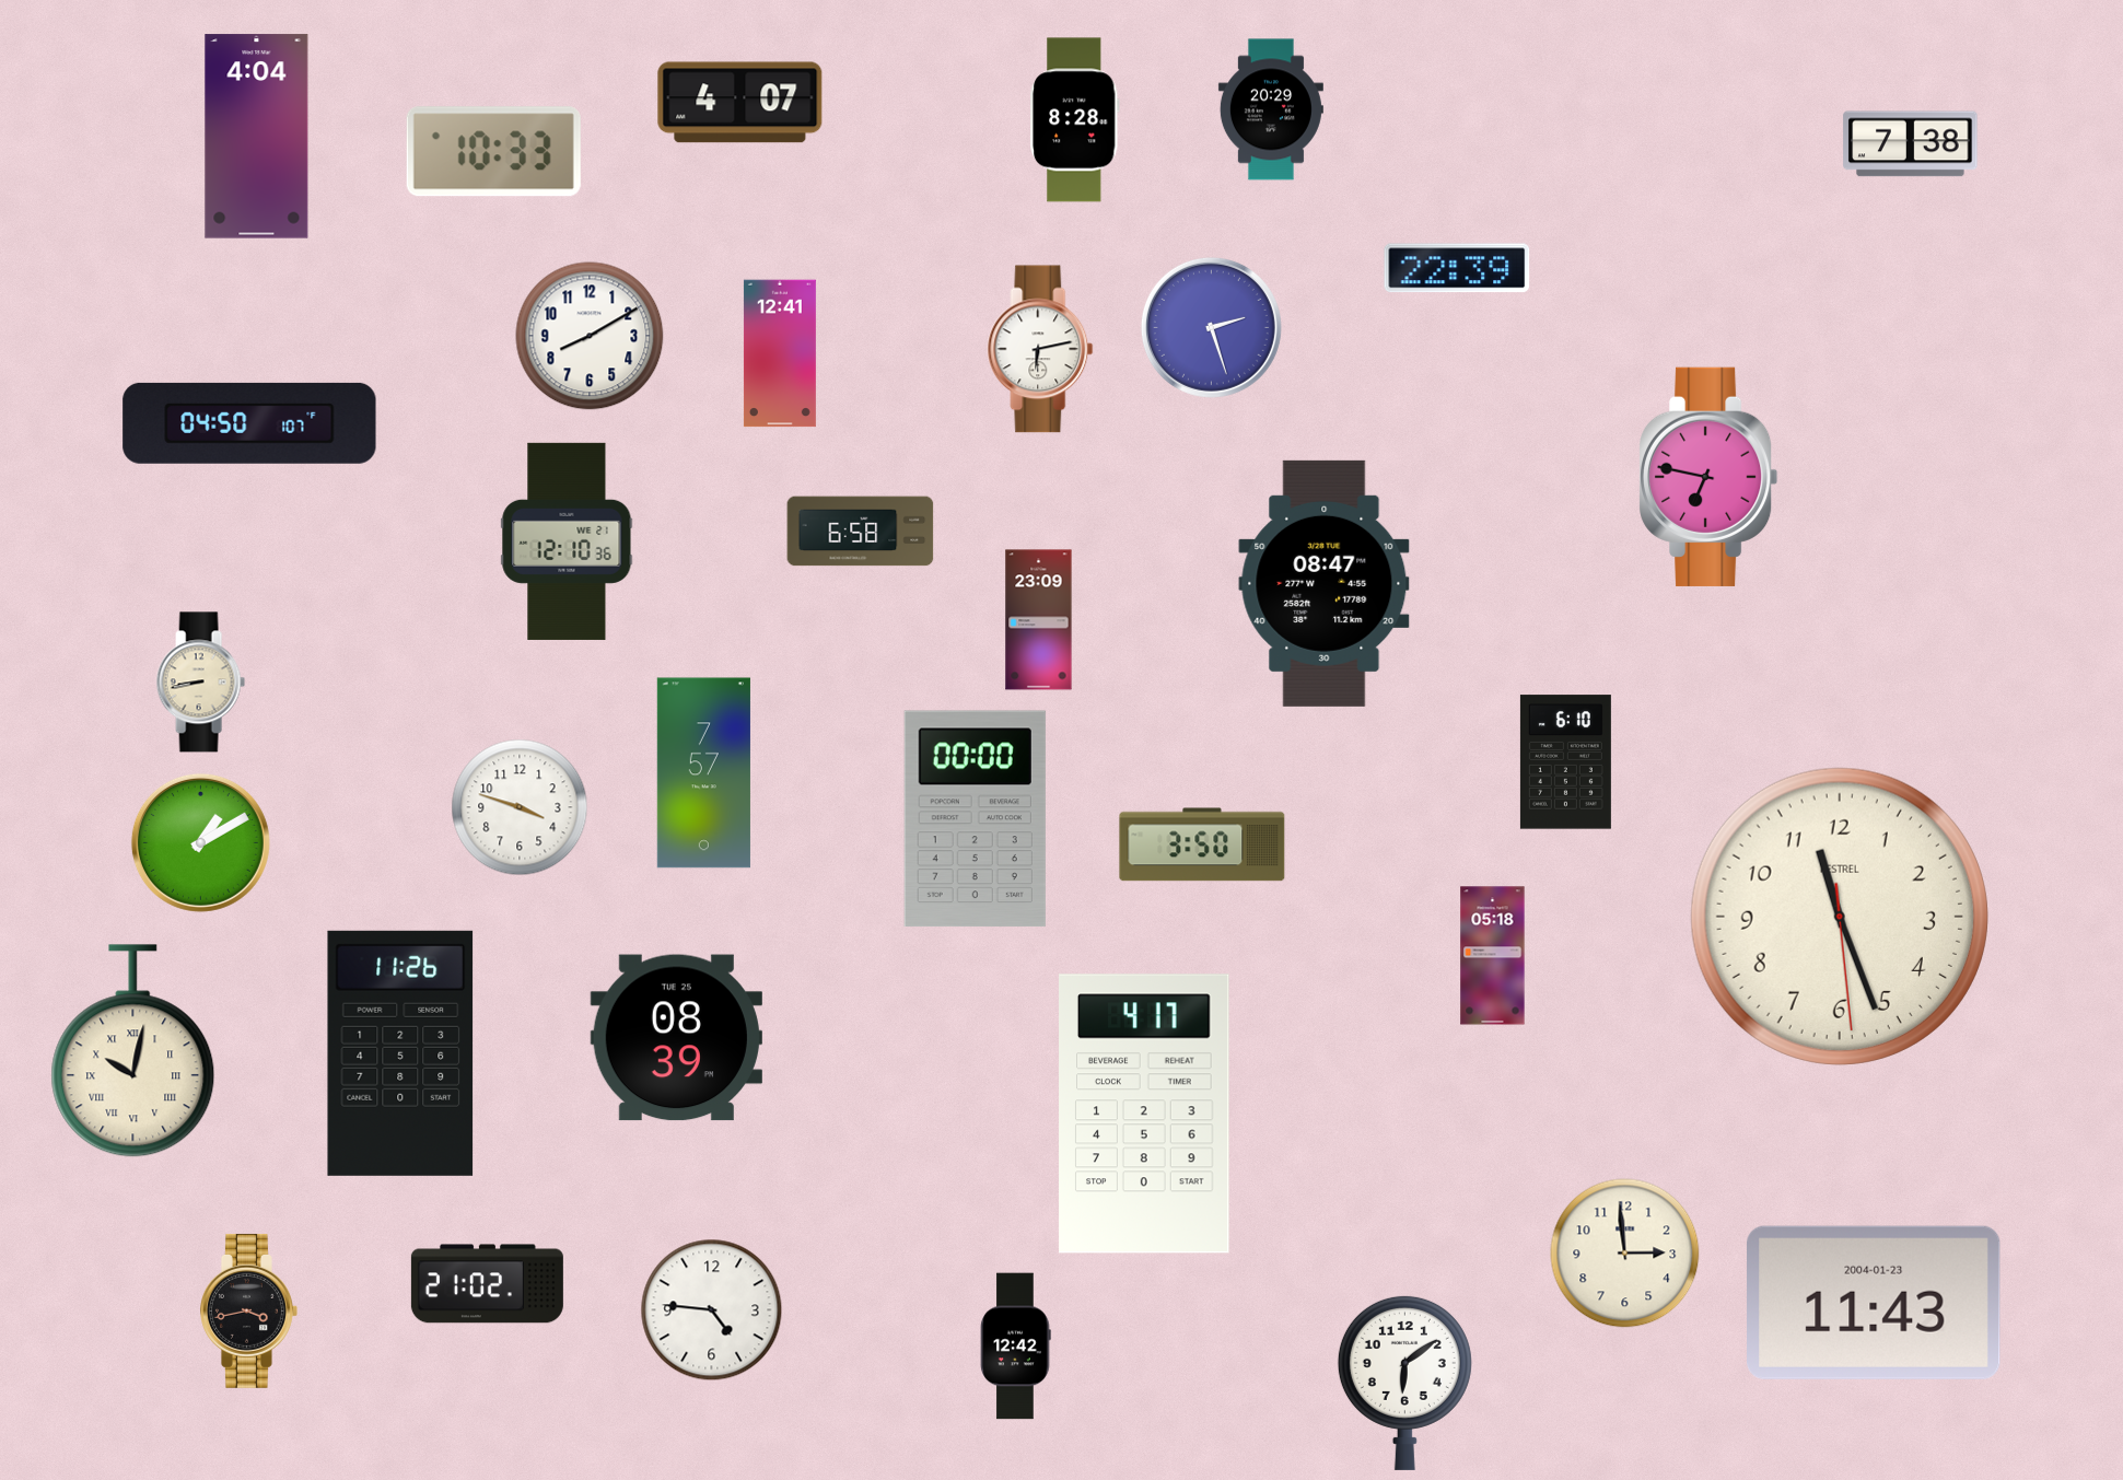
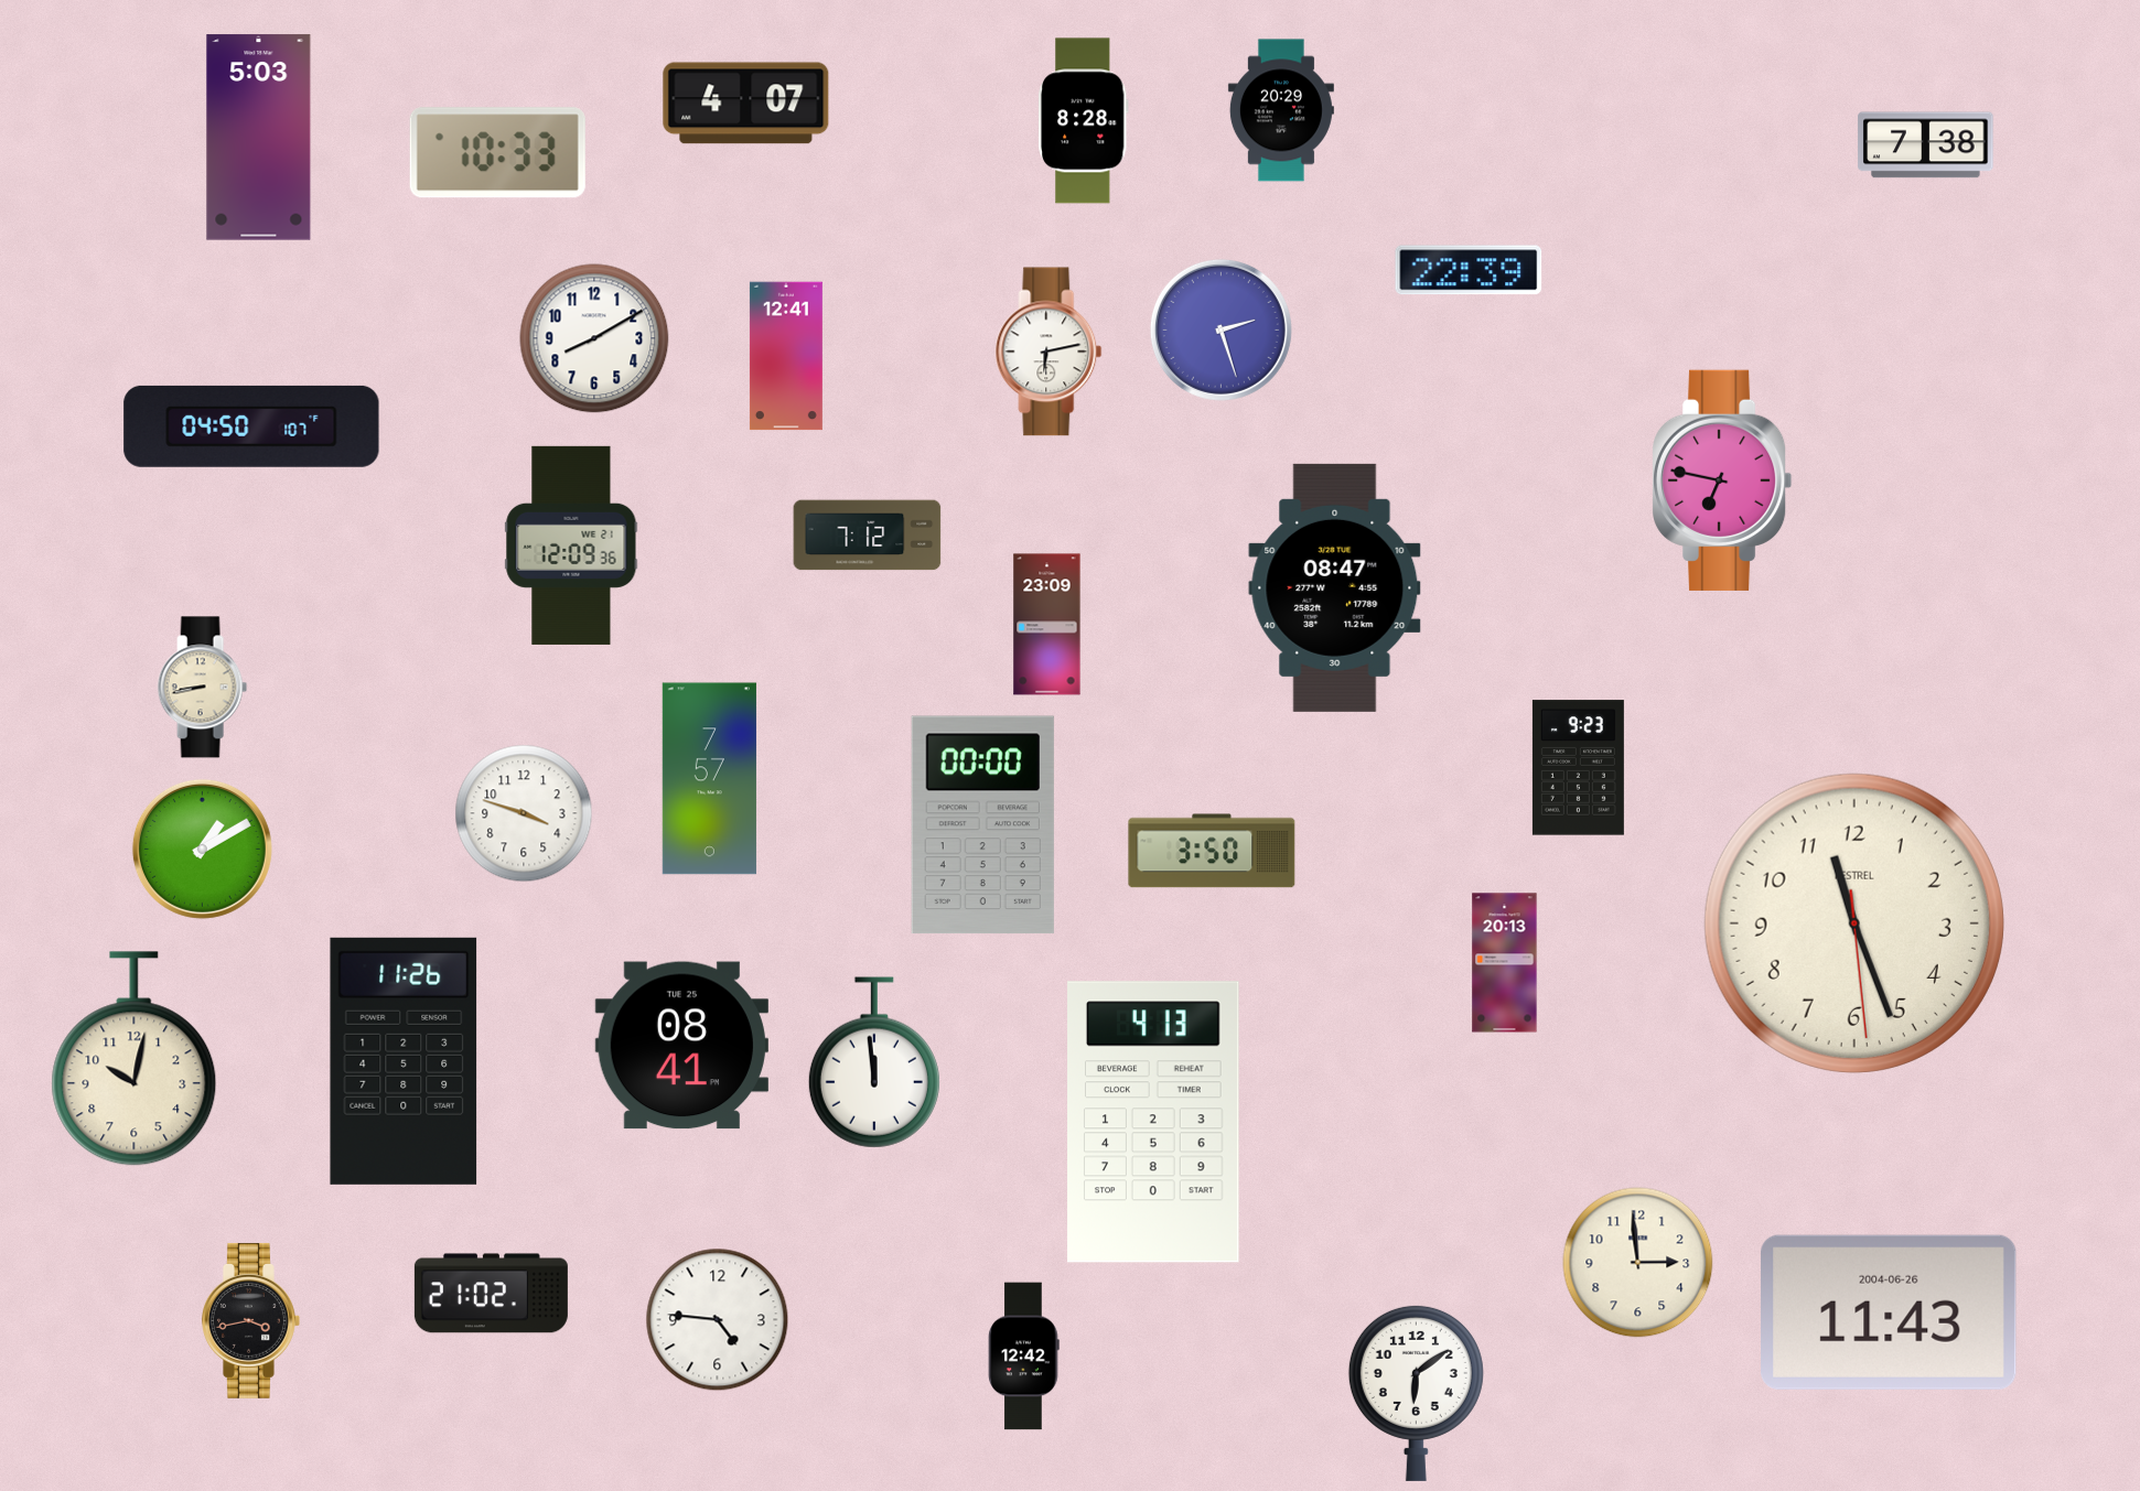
clock at (257, 137): 4:04 -> 5:03
clock at (861, 532): 6:58 -> 7:12
clock at (567, 541): 12:10 -> 12:09
clock at (1565, 762): 6:10 -> 9:23
clock at (1493, 956): 05:18 -> 20:13
clock at (676, 1038): 08:39 -> 08:41
clock at (133, 1051) numerals: Roman -> Arabic
clock at (874, 1062): none -> 11:59
clock at (1144, 1114): 4:17 -> 4:13
clock at (1874, 1303) date: 2004-01-23 -> 2004-06-26
